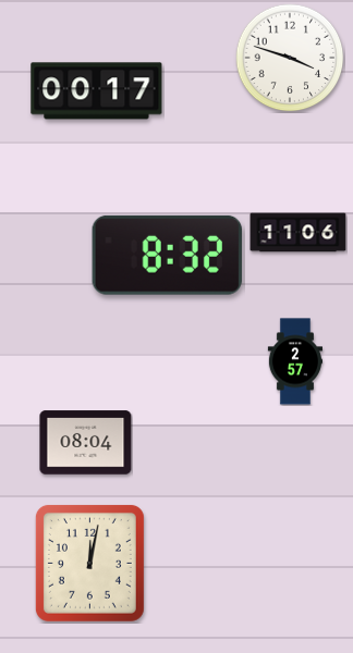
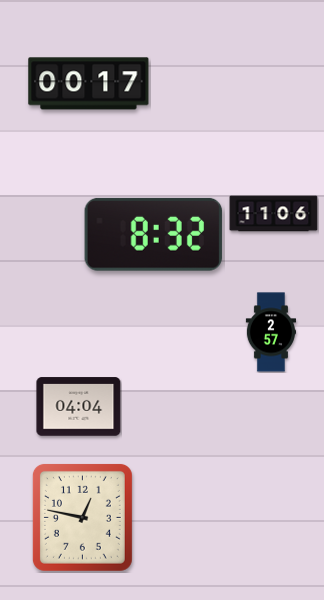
clock at (290, 58): 3:48 -> none
clock at (86, 443): 08:04 -> 04:04
clock at (89, 563): 12:02 -> 12:47
